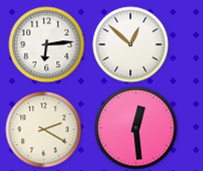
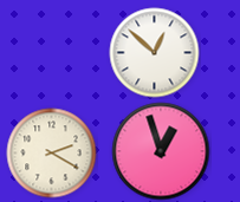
clock at (47, 45): 6:14 -> none
clock at (136, 128): 12:29 -> 12:57
